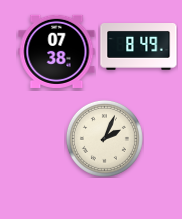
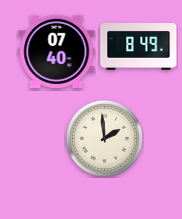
clock at (57, 51): 07:38 -> 07:40
clock at (104, 138): 2:04 -> 1:59
